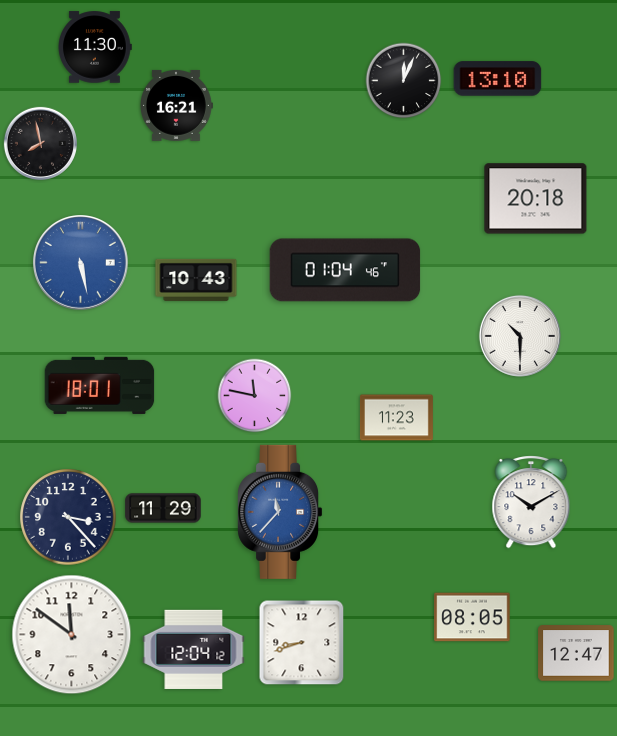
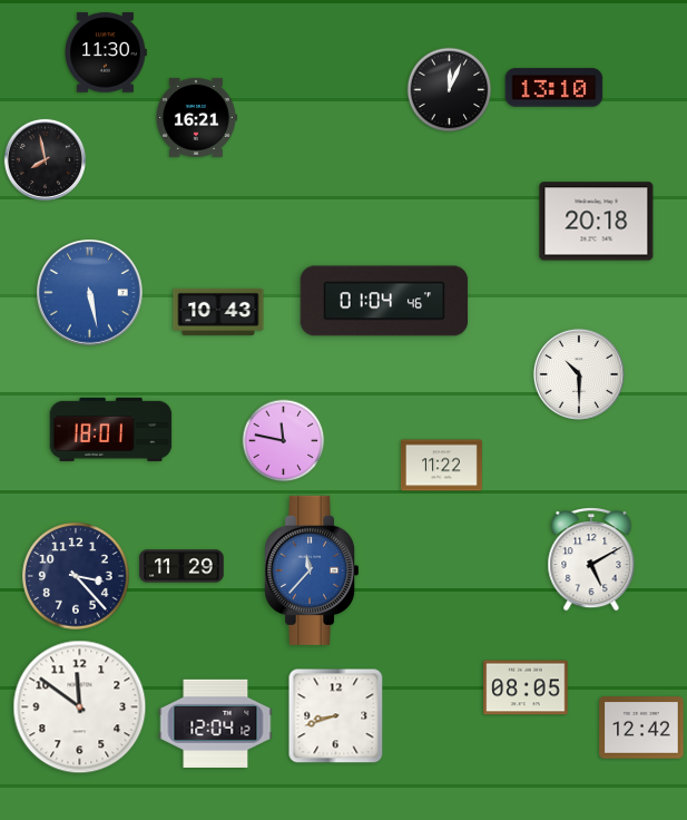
clock at (396, 418): 11:23 -> 11:22
clock at (531, 503): 10:10 -> 5:10
clock at (576, 653): 12:47 -> 12:42
